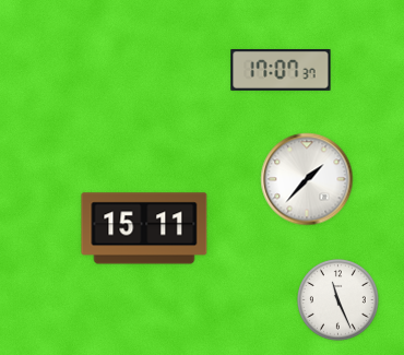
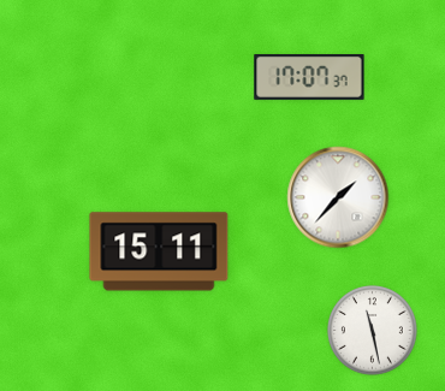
clock at (338, 300): 11:26 -> 11:28
